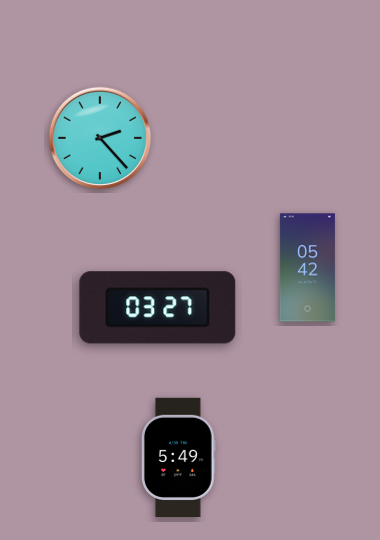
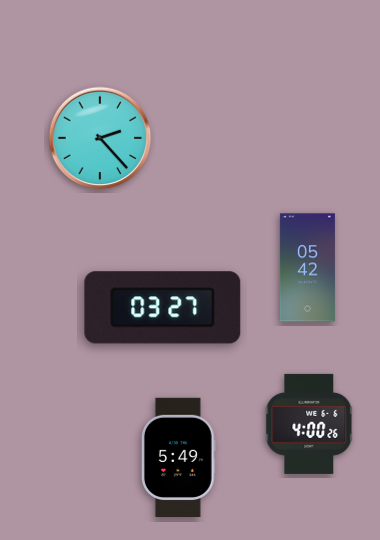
clock at (158, 308) position: (158, 308) -> (163, 308)
clock at (309, 424): none -> 4:00
